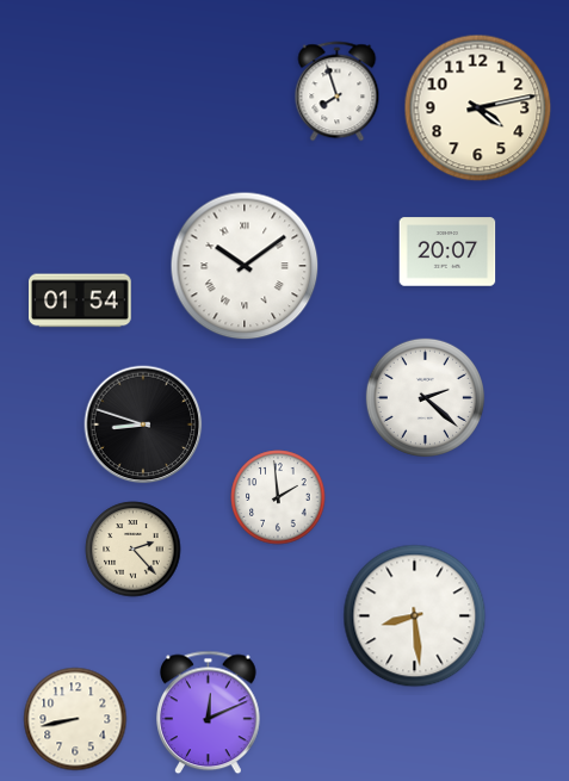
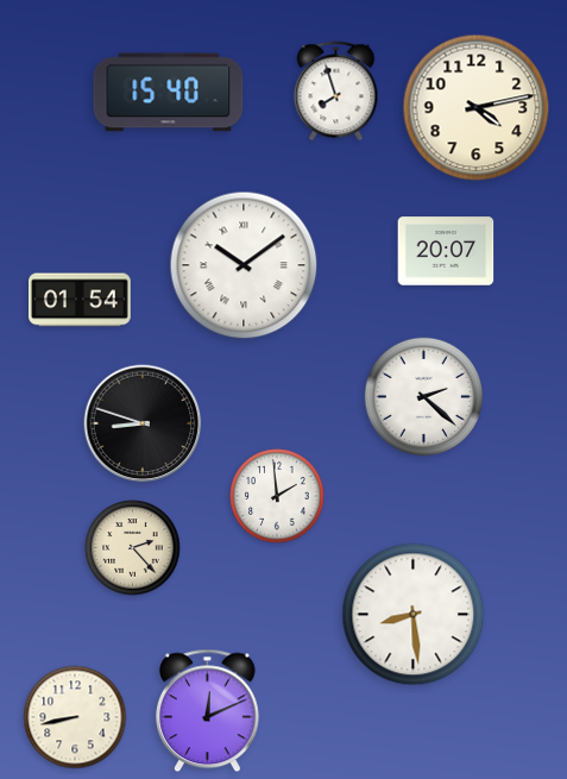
clock at (169, 93): none -> 15:40
